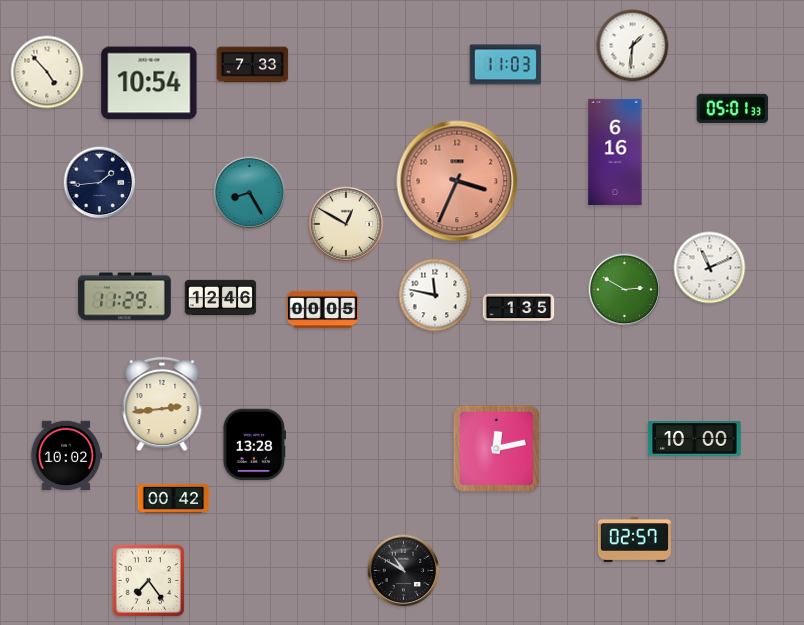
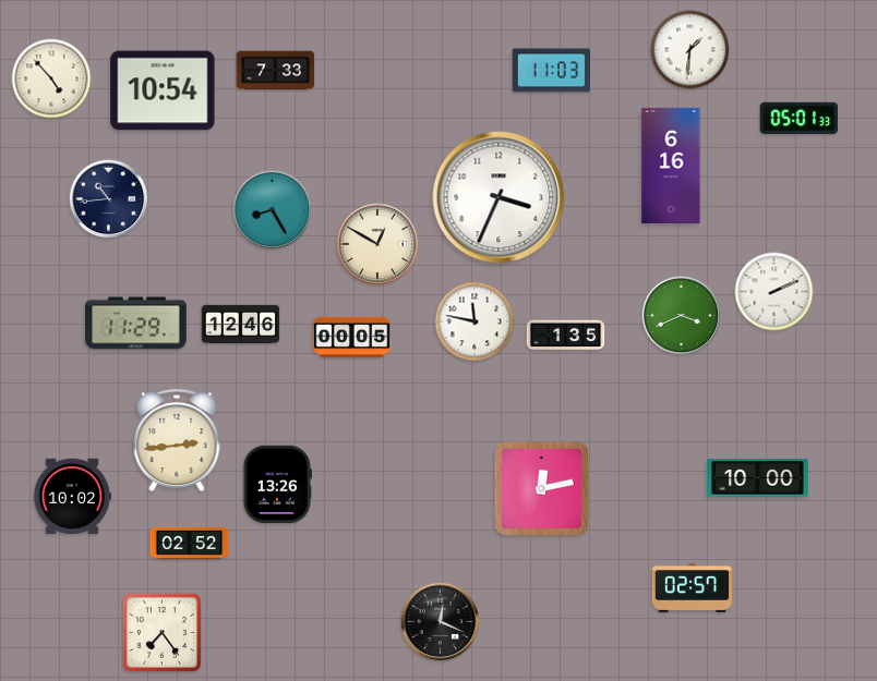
clock at (457, 181) dial: salmon -> white
clock at (100, 183): 1:44 -> 10:44
clock at (710, 268): 11:11 -> 2:11
clock at (625, 290): 2:50 -> 3:41
clock at (254, 445): 13:28 -> 13:26
clock at (174, 498): 00:42 -> 02:52
clock at (404, 571): 10:50 -> 12:19
